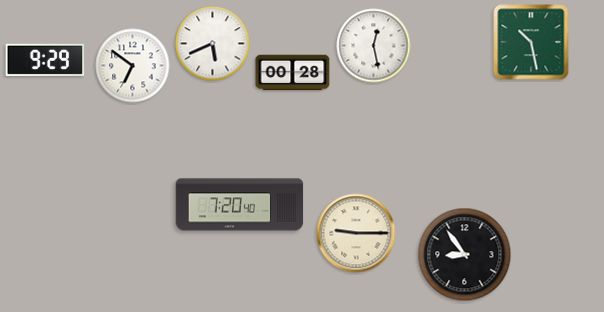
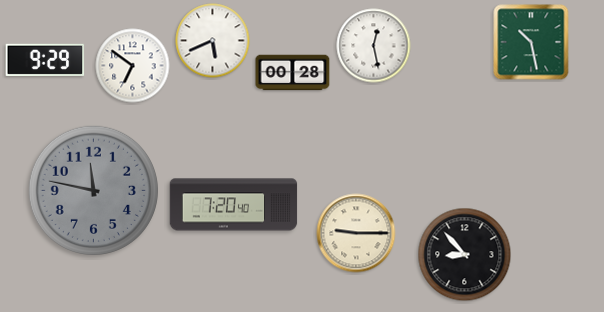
clock at (213, 44) position: (213, 44) -> (213, 41)
clock at (93, 190): none -> 11:47
clock at (240, 205) position: (240, 205) -> (234, 205)
clock at (465, 255): 8:54 -> 8:53
